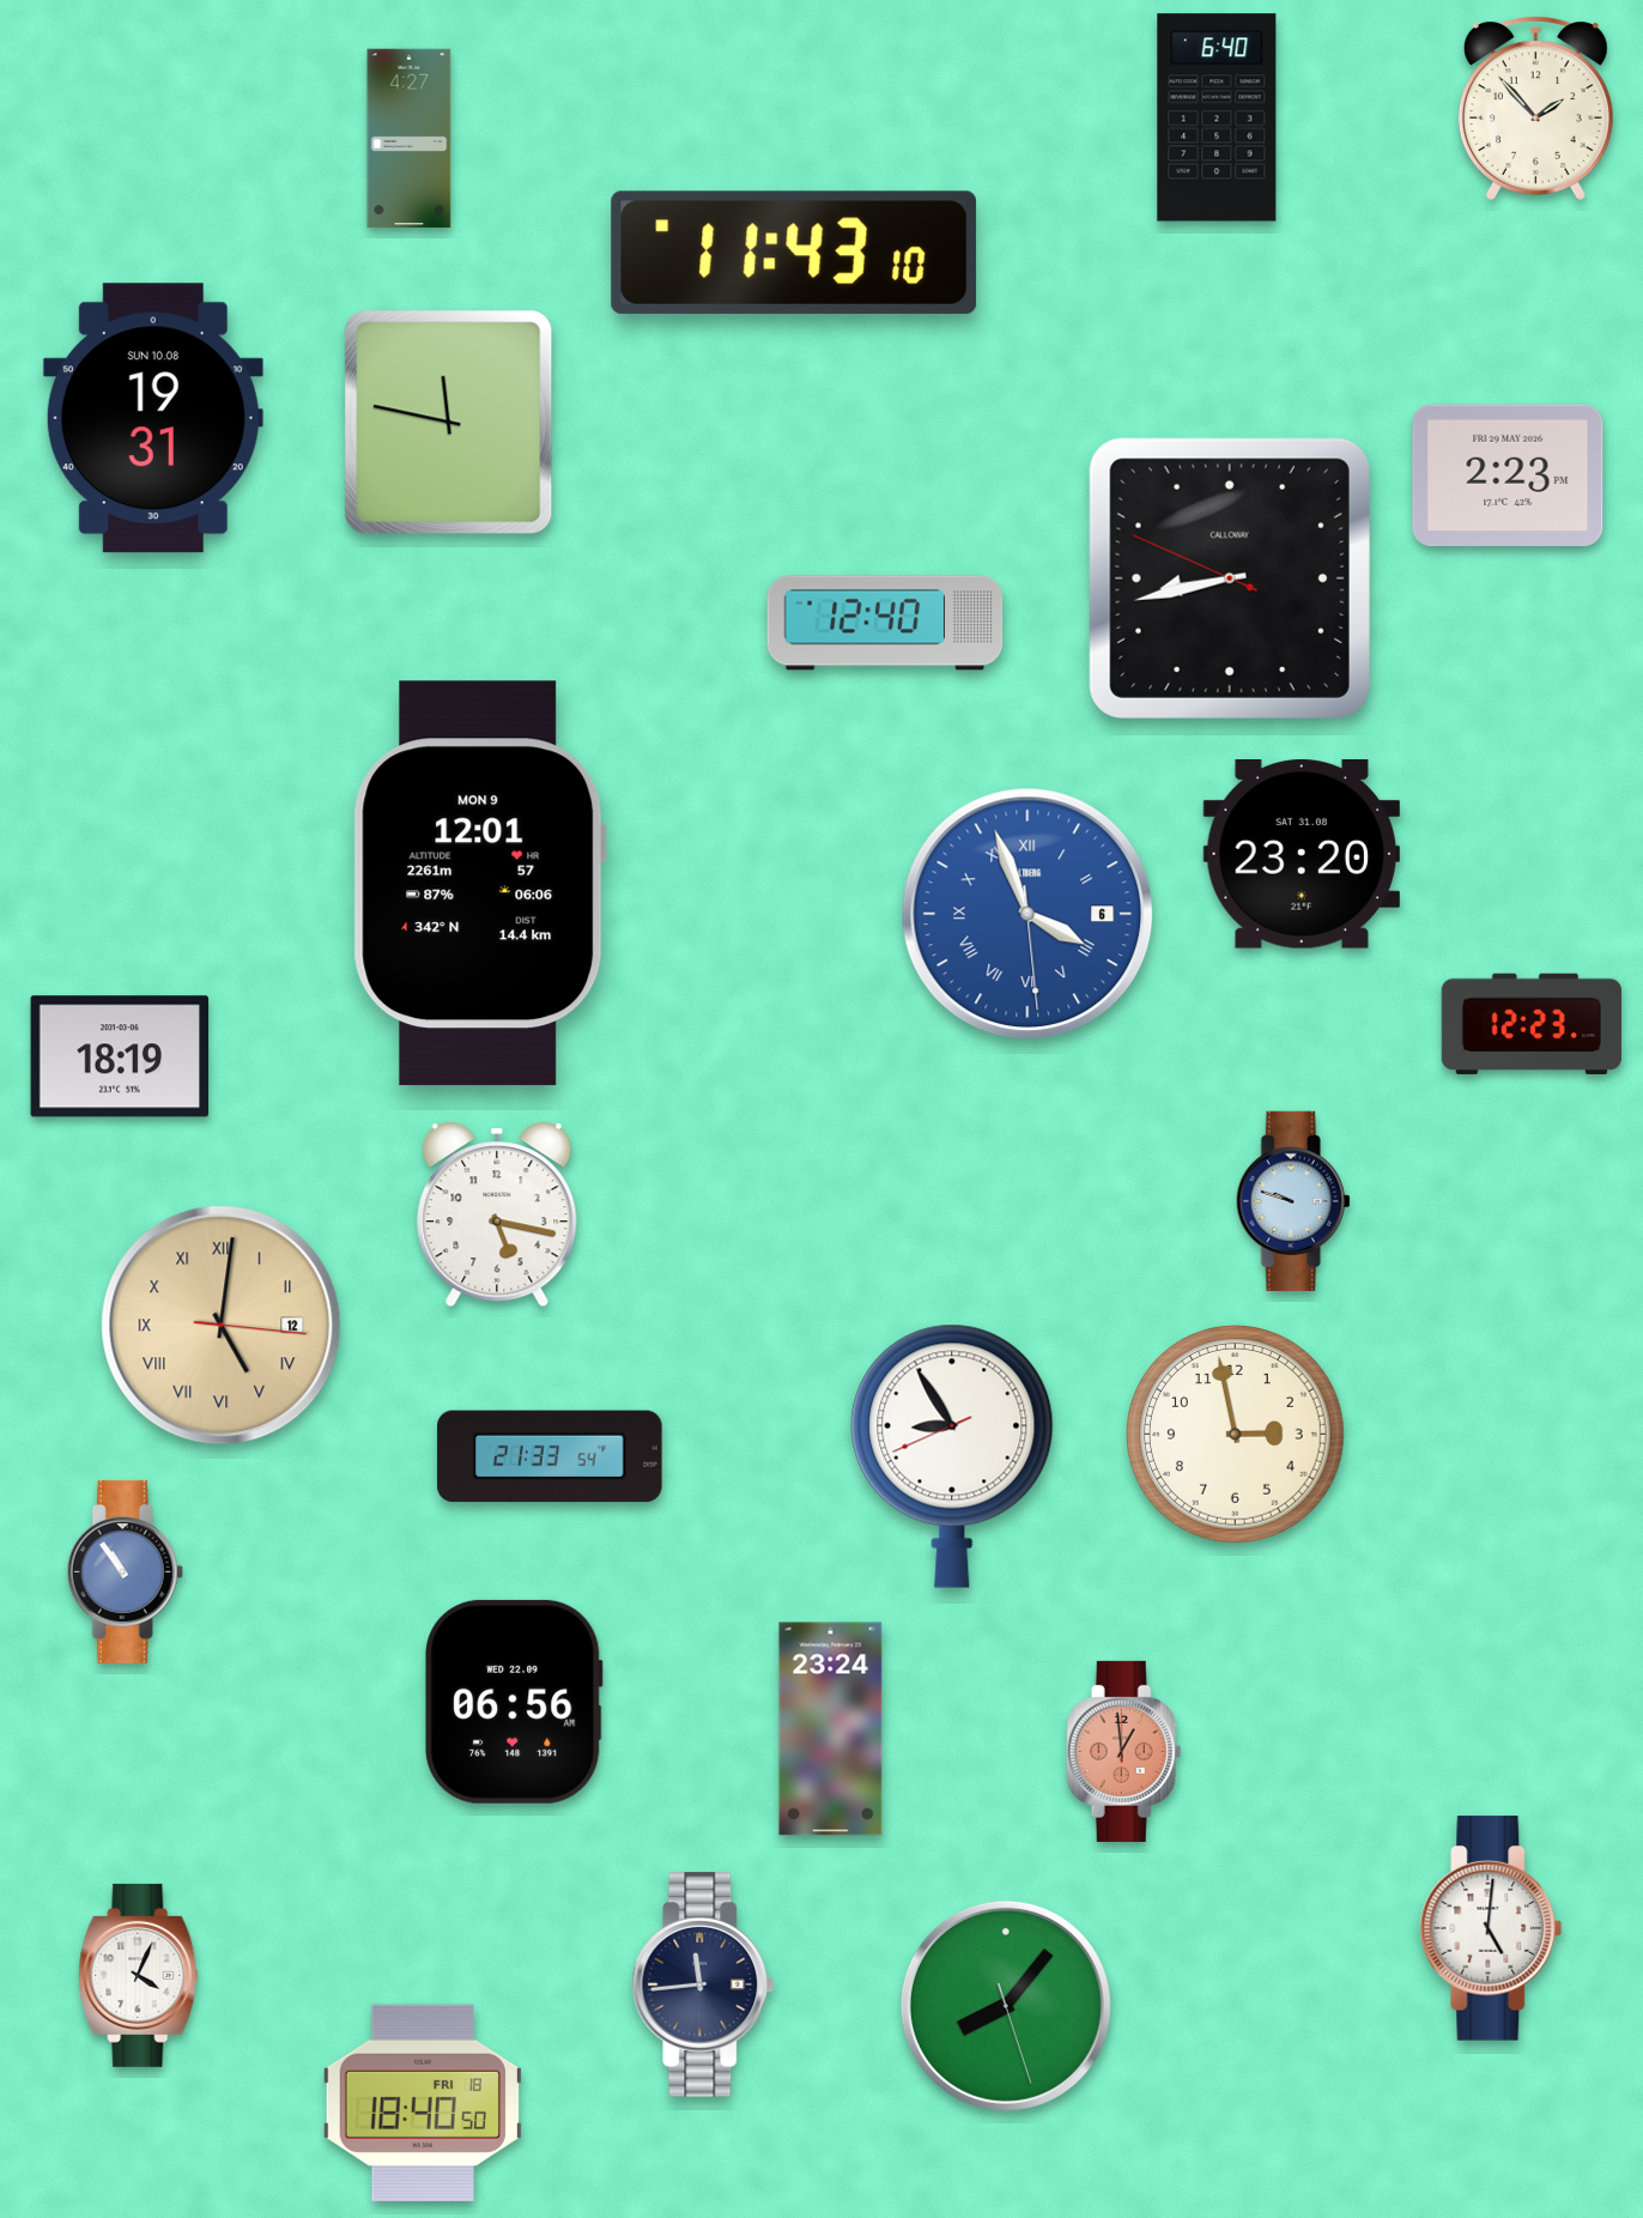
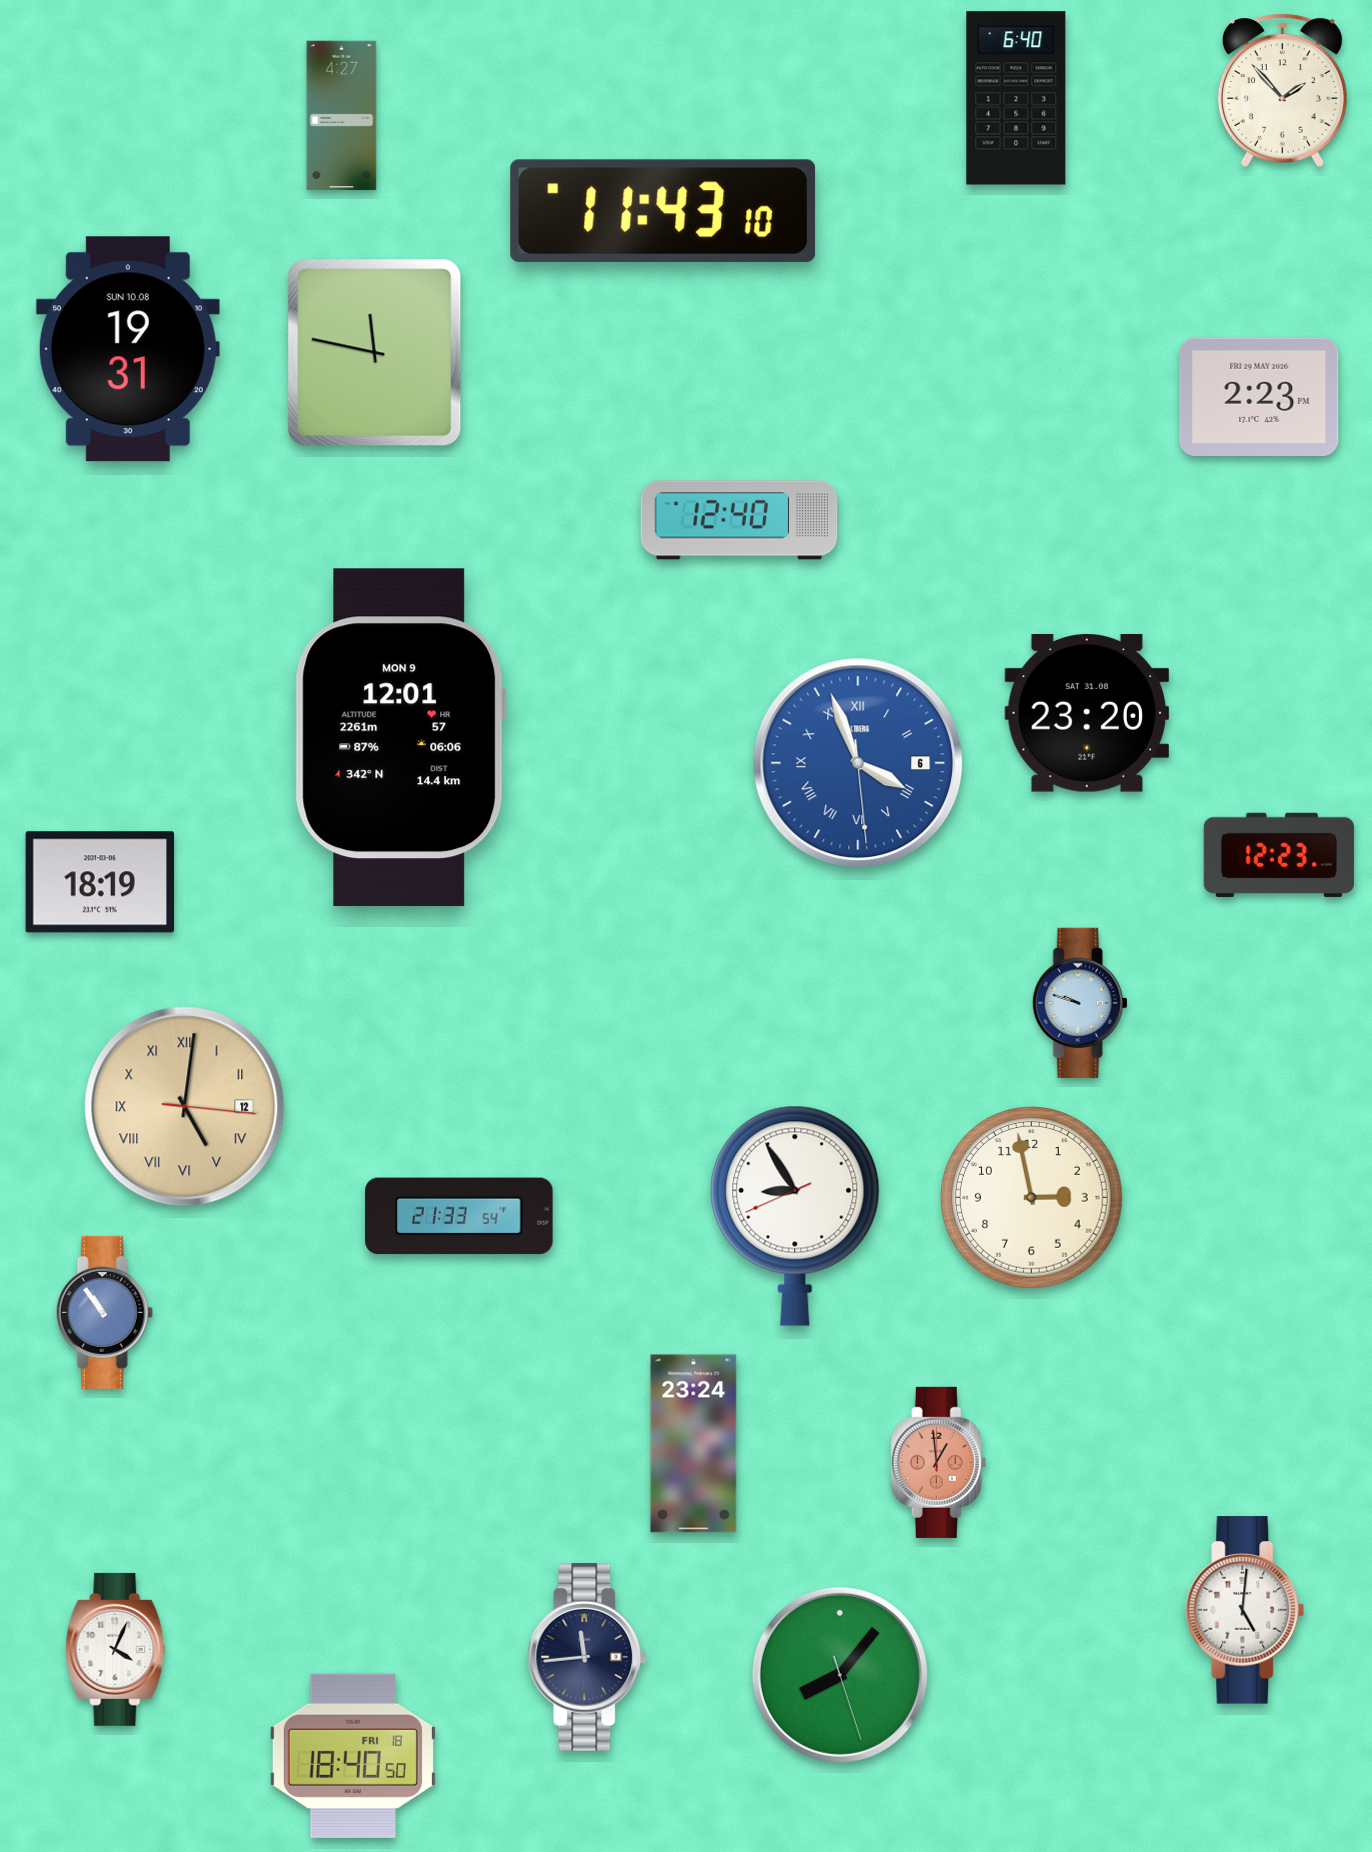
clock at (1230, 578): 8:42 -> none
clock at (497, 1214): 5:17 -> none
clock at (514, 1702): 06:56 -> none
